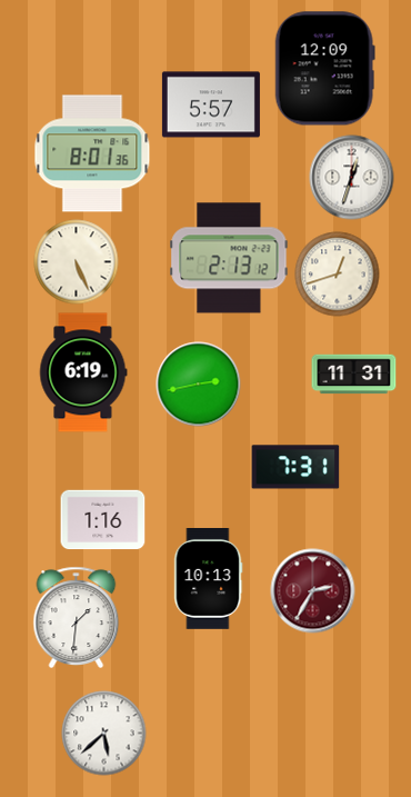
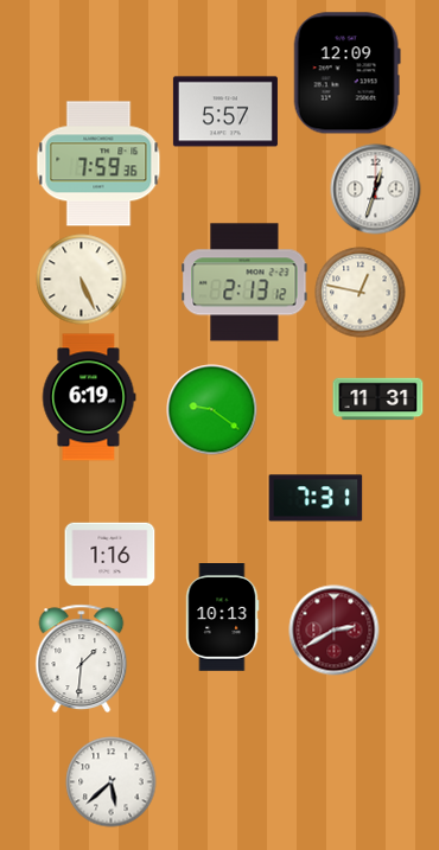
clock at (92, 153): 8:01 -> 7:59
clock at (229, 258) position: (229, 258) -> (244, 282)
clock at (338, 275): 12:42 -> 12:47
clock at (199, 385): 2:43 -> 9:21
clock at (313, 591): 2:35 -> 2:40
